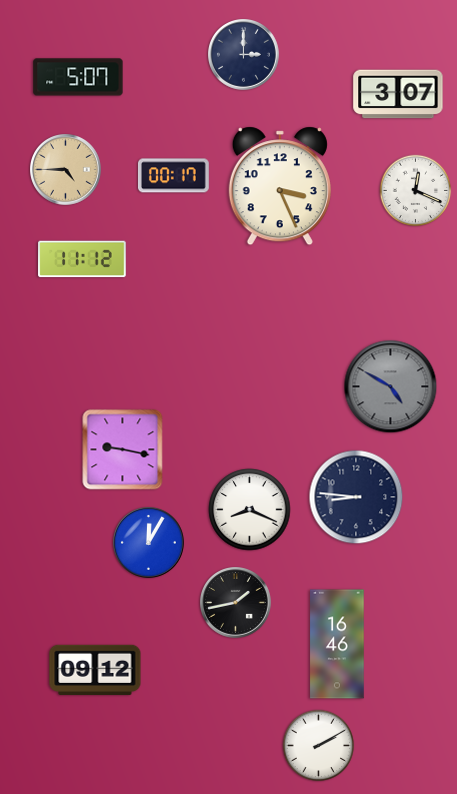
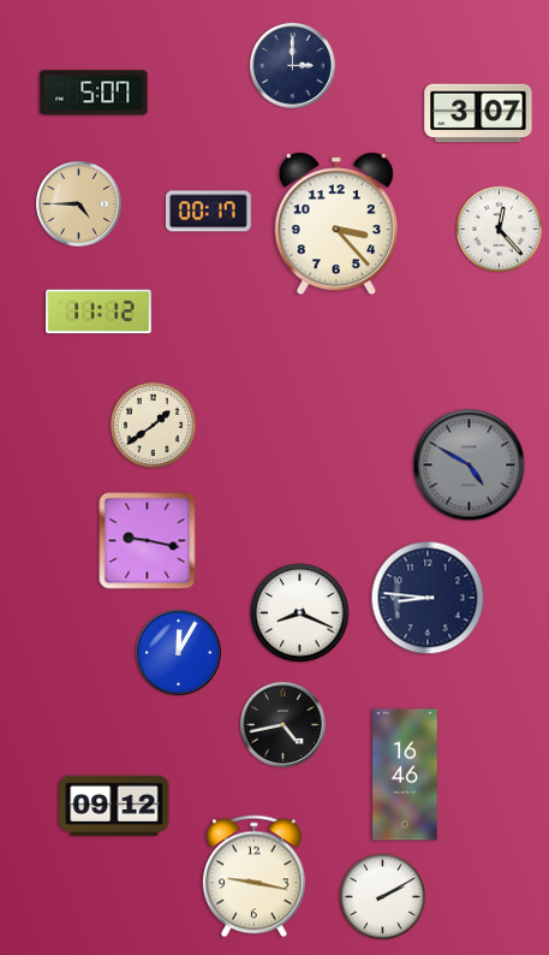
clock at (280, 186): 3:26 -> 3:23
clock at (416, 191): 12:19 -> 12:23
clock at (154, 426): none -> 1:39
clock at (236, 603): 1:43 -> 4:43
clock at (255, 877): none -> 9:17
